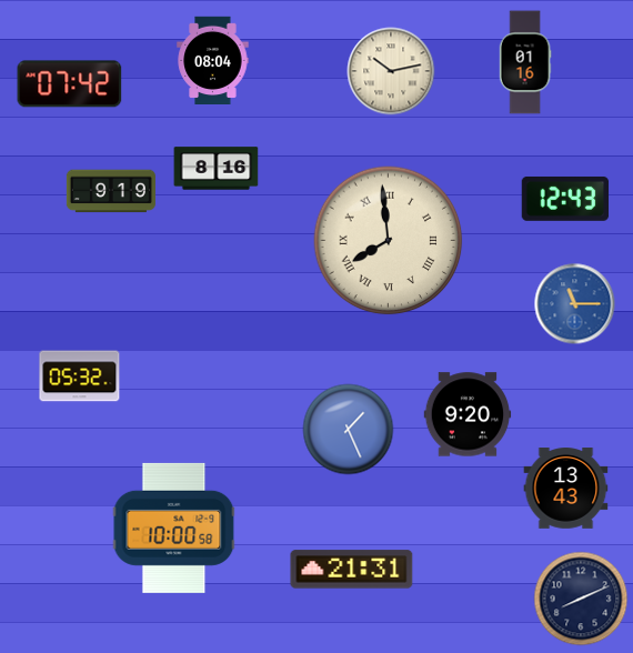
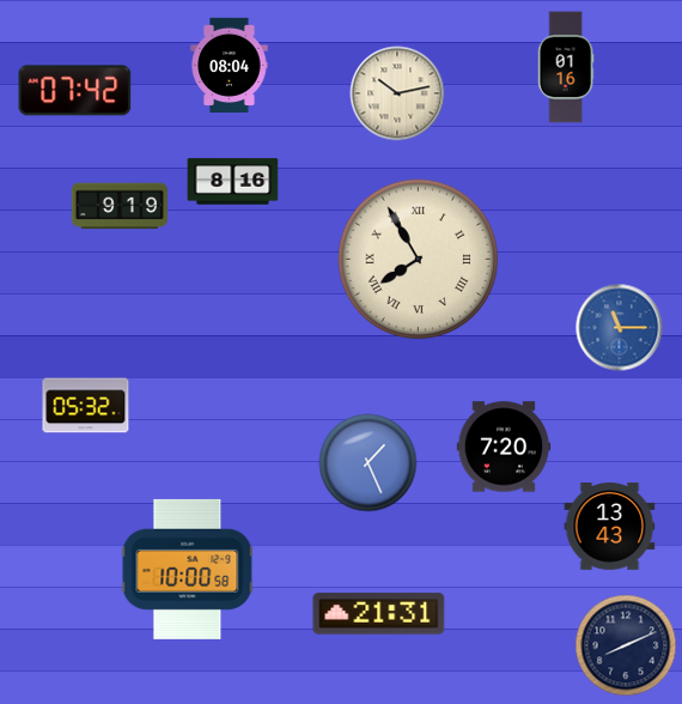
clock at (391, 71) position: (391, 71) -> (397, 93)
clock at (565, 199): 12:43 -> none
clock at (389, 241): 7:59 -> 7:55
clock at (468, 414): 9:20 -> 7:20
clock at (349, 430) position: (349, 430) -> (369, 463)
